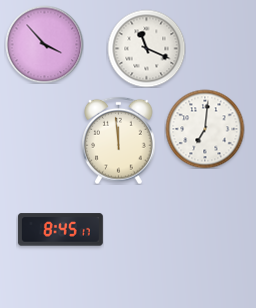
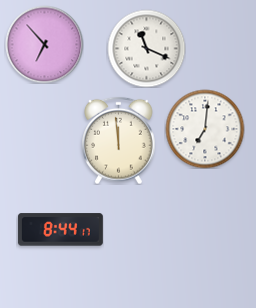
clock at (44, 44): 3:53 -> 6:53
clock at (60, 230): 8:45 -> 8:44
